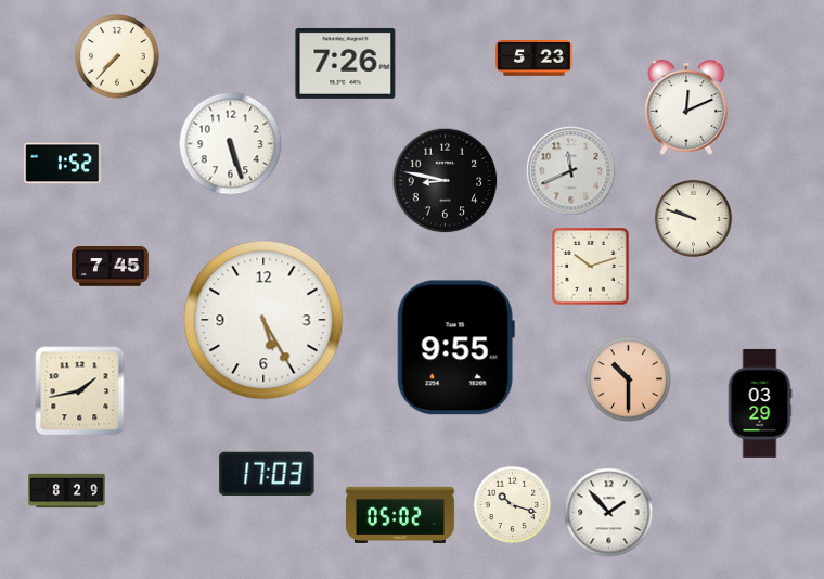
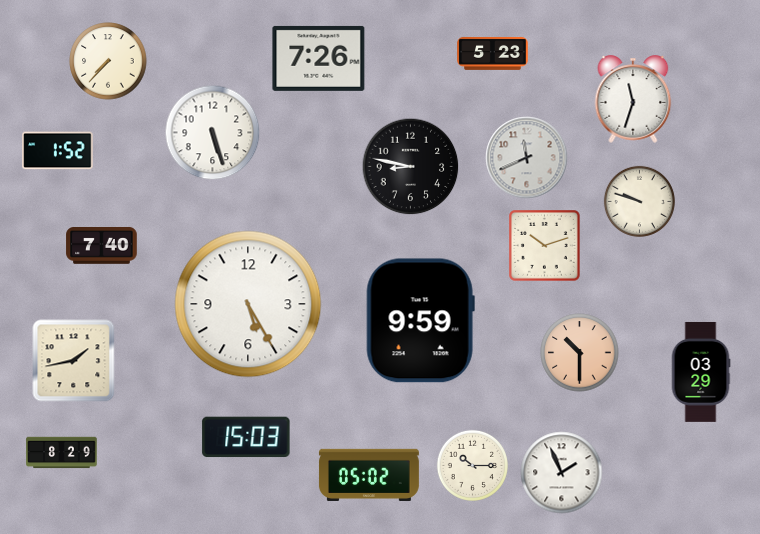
clock at (117, 56) position: (117, 56) -> (108, 61)
clock at (686, 107): 12:11 -> 11:33
clock at (111, 267): 7:45 -> 7:40
clock at (263, 320) position: (263, 320) -> (248, 304)
clock at (455, 348): 9:55 -> 9:59
clock at (629, 379) position: (629, 379) -> (580, 353)
clock at (267, 474): 17:03 -> 15:03
clock at (512, 504): 10:18 -> 10:15
clock at (609, 513): 1:53 -> 1:56
